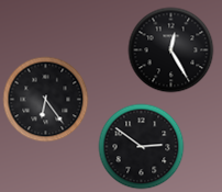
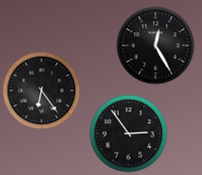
clock at (141, 146): 2:51 -> 2:54
